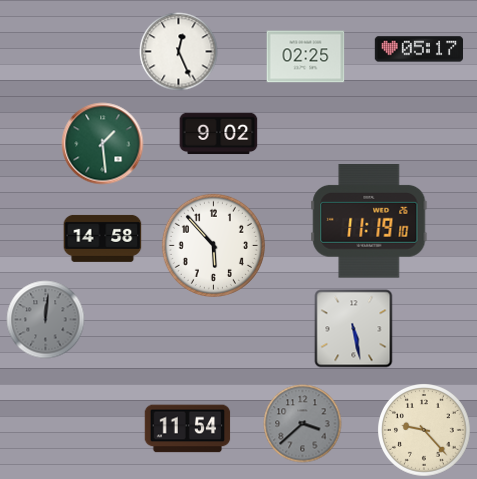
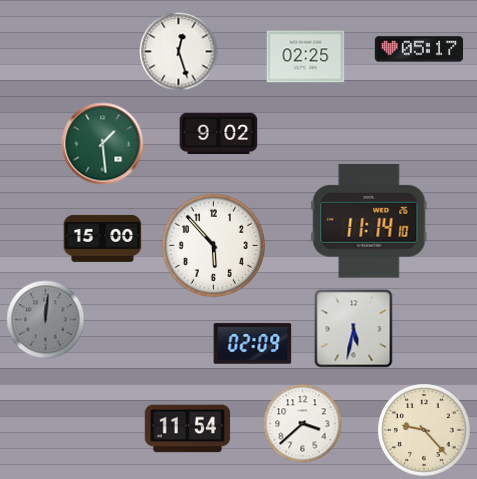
clock at (178, 51): 12:26 -> 12:27
clock at (369, 222): 11:19 -> 11:14
clock at (102, 238): 14:58 -> 15:00
clock at (353, 328): 5:28 -> 5:32
clock at (252, 344): none -> 02:09
clock at (302, 423) dial: grey -> white
